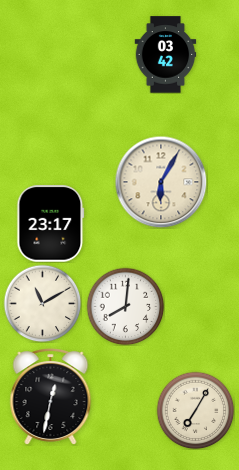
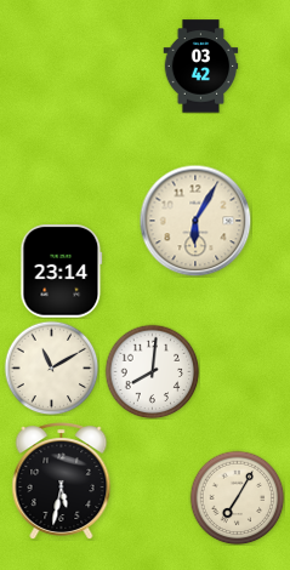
clock at (51, 224): 23:17 -> 23:14
clock at (51, 397): 12:32 -> 5:32
